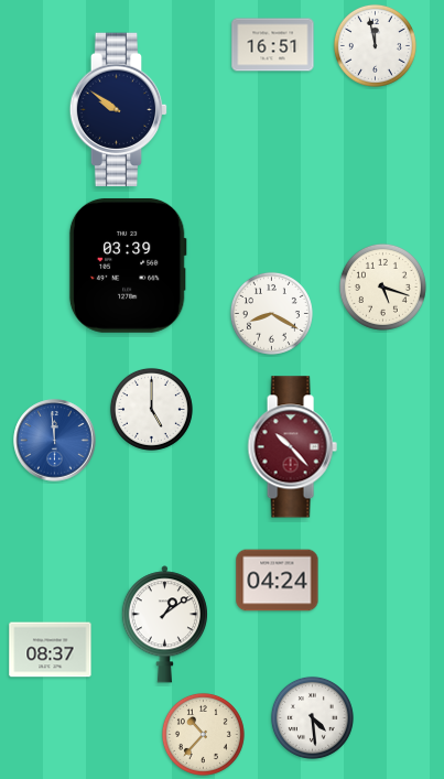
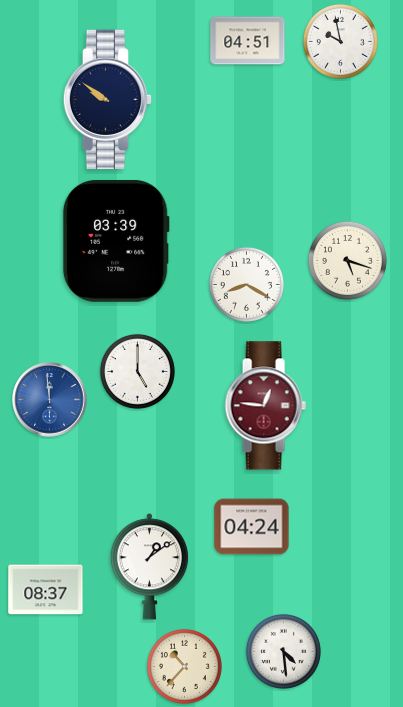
clock at (273, 45): 16:51 -> 04:51
clock at (375, 45): 11:58 -> 9:58
clock at (292, 447): 10:23 -> 12:46
